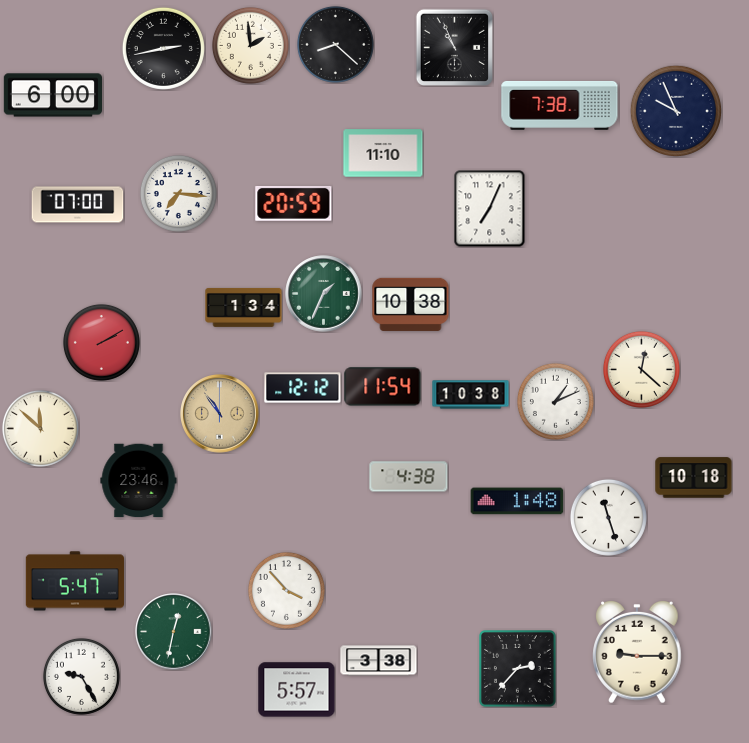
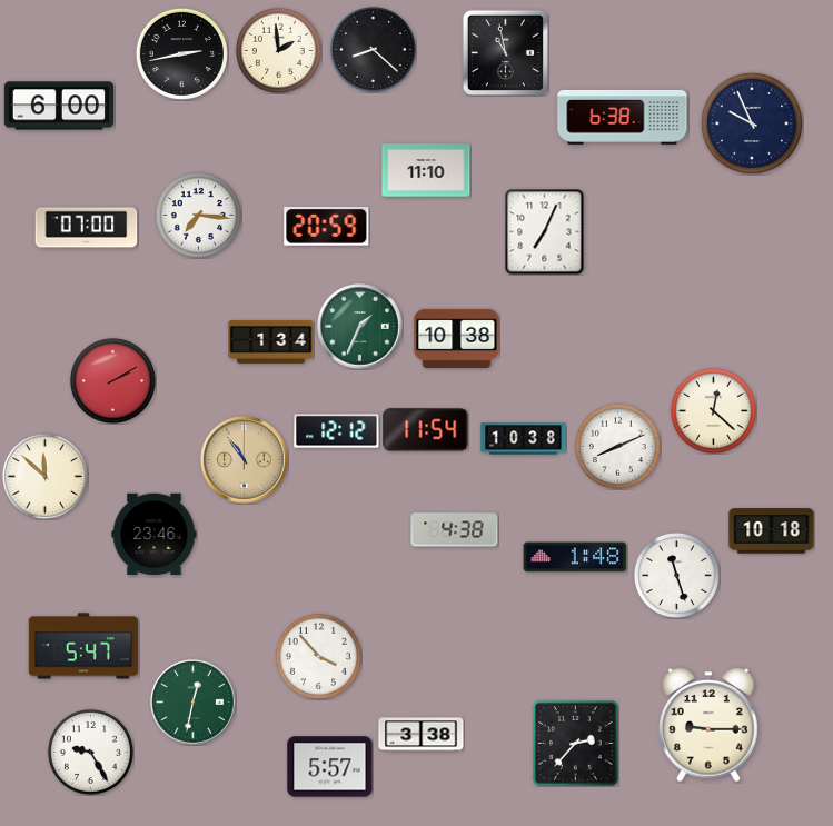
clock at (454, 47): 10:56 -> 10:58
clock at (560, 105): 7:38 -> 6:38
clock at (555, 401): 1:11 -> 8:11
